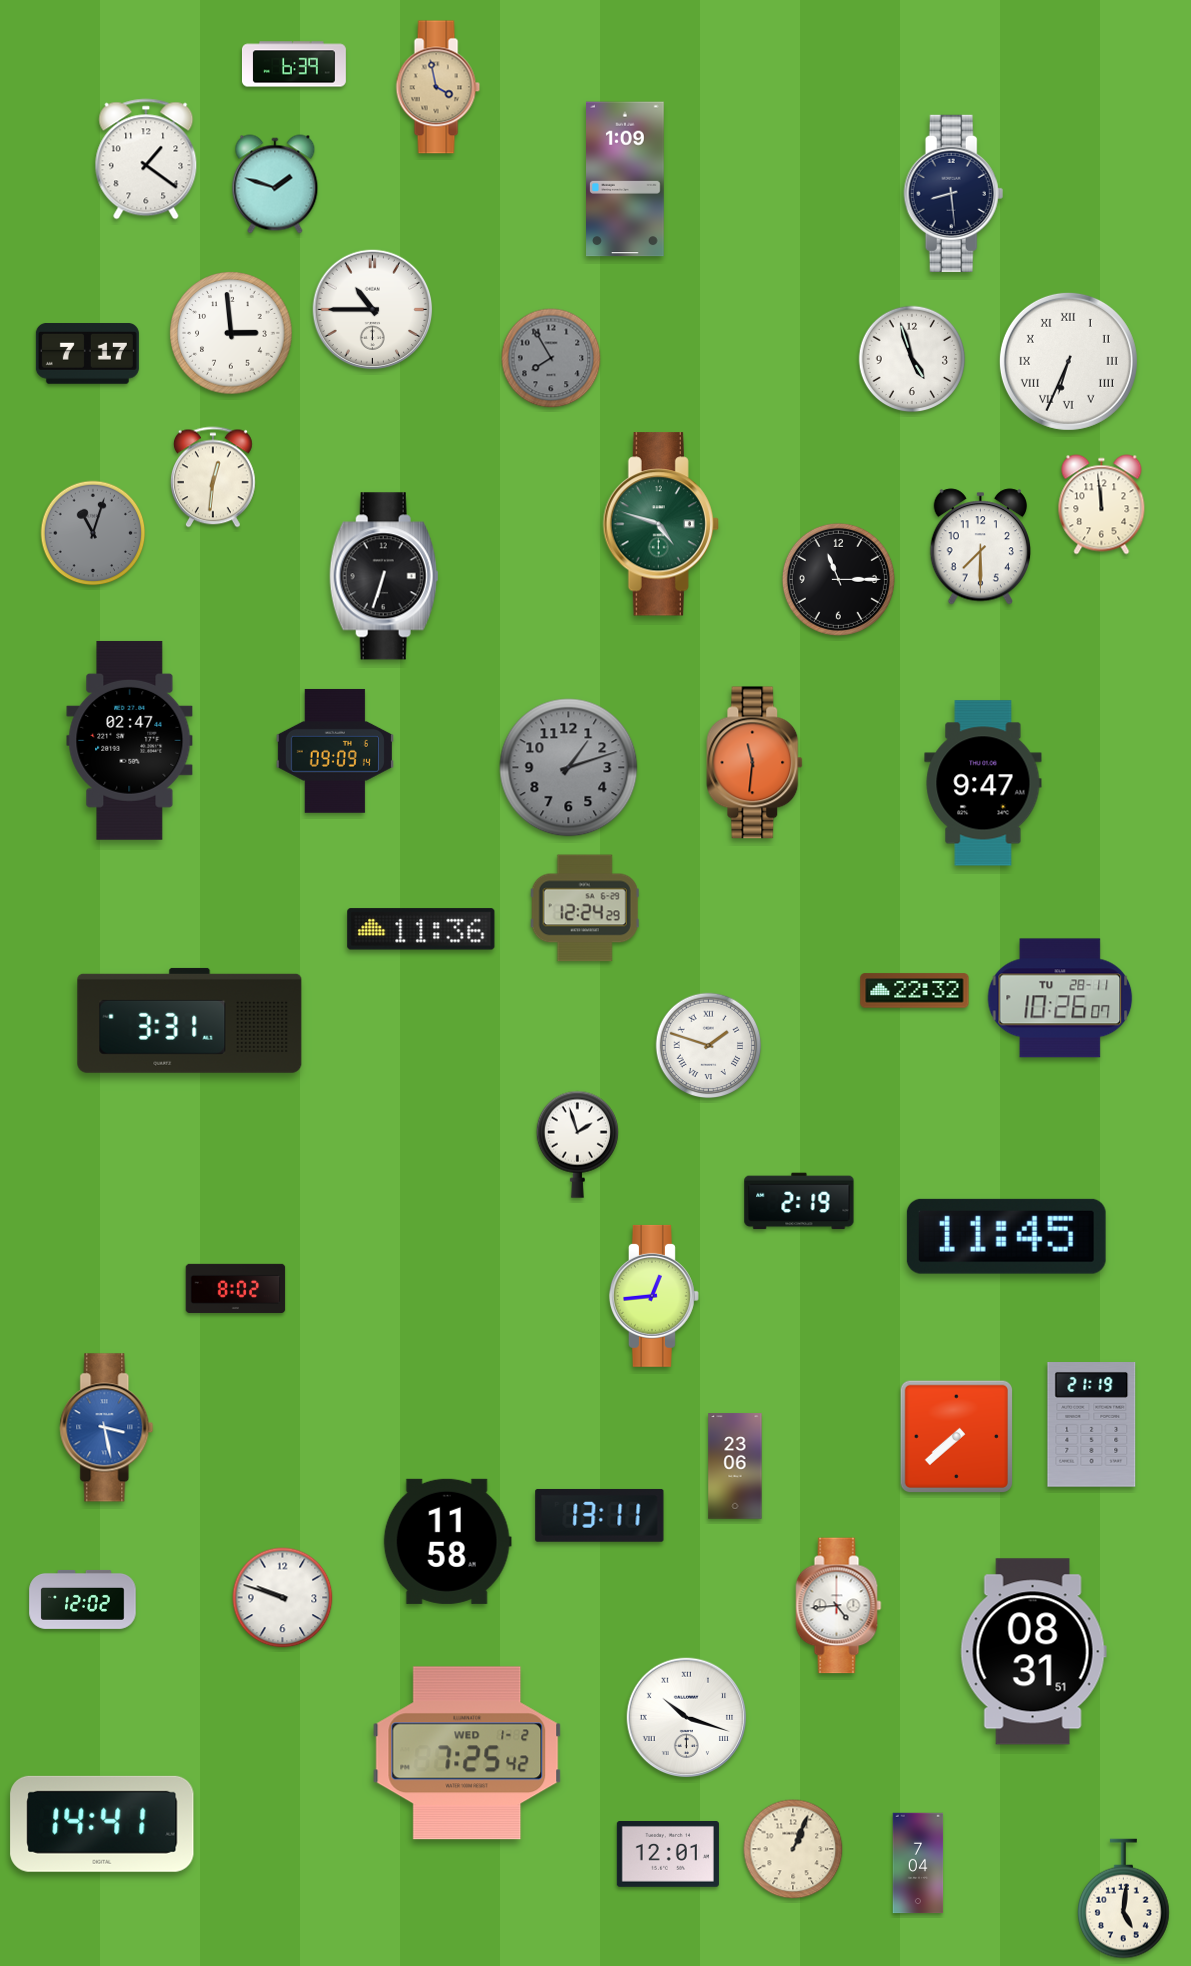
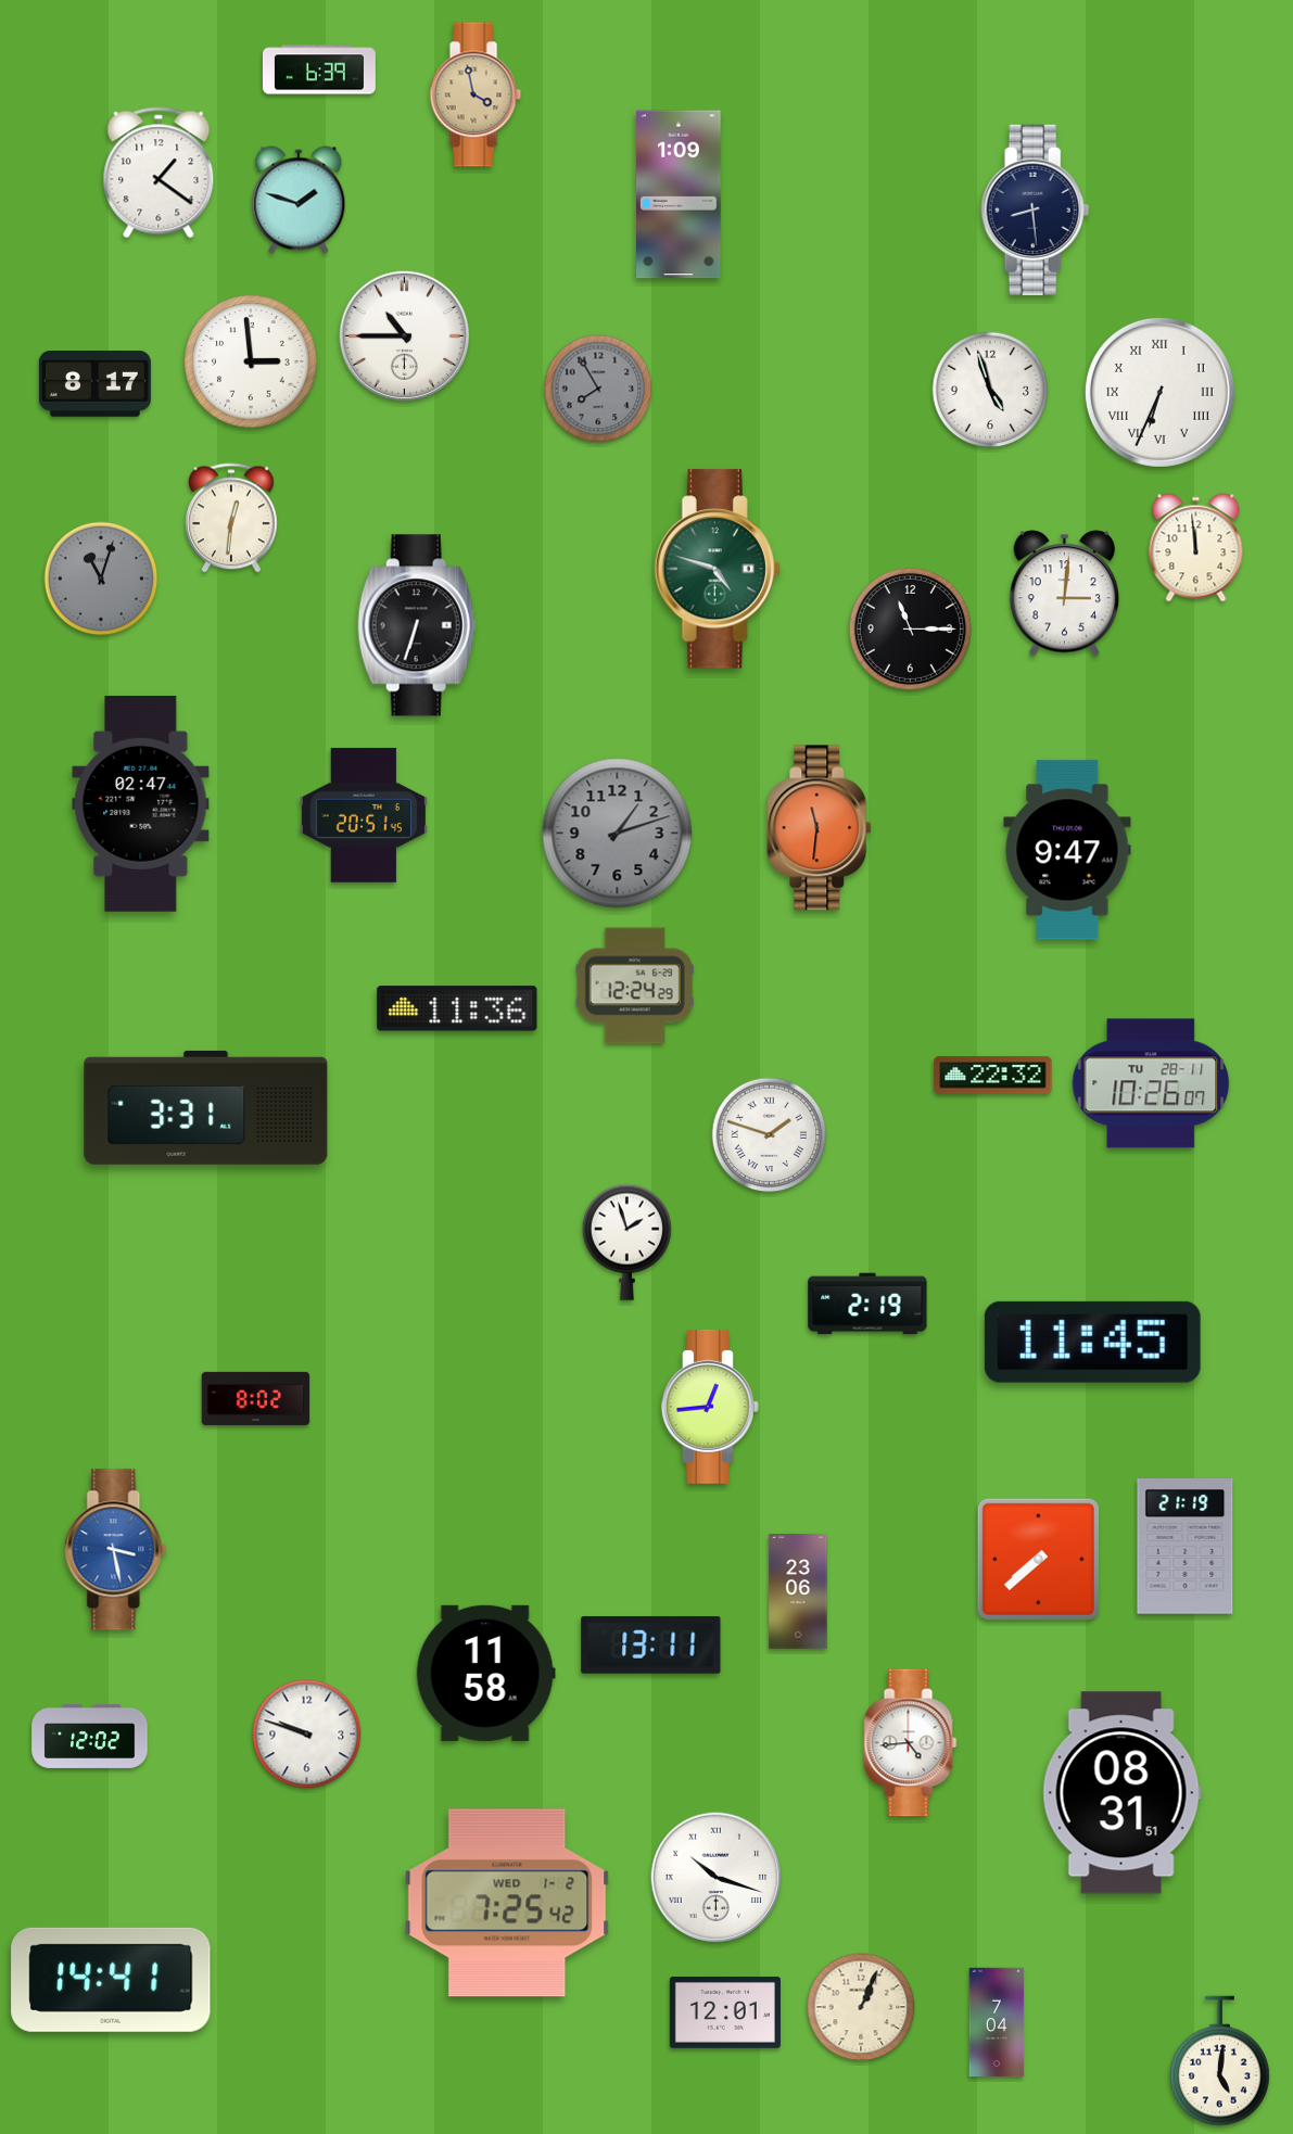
clock at (87, 354): 7:17 -> 8:17
clock at (980, 547): 7:30 -> 3:01
clock at (335, 751): 09:09 -> 20:51
clock at (687, 1718) position: (687, 1718) -> (717, 1878)
